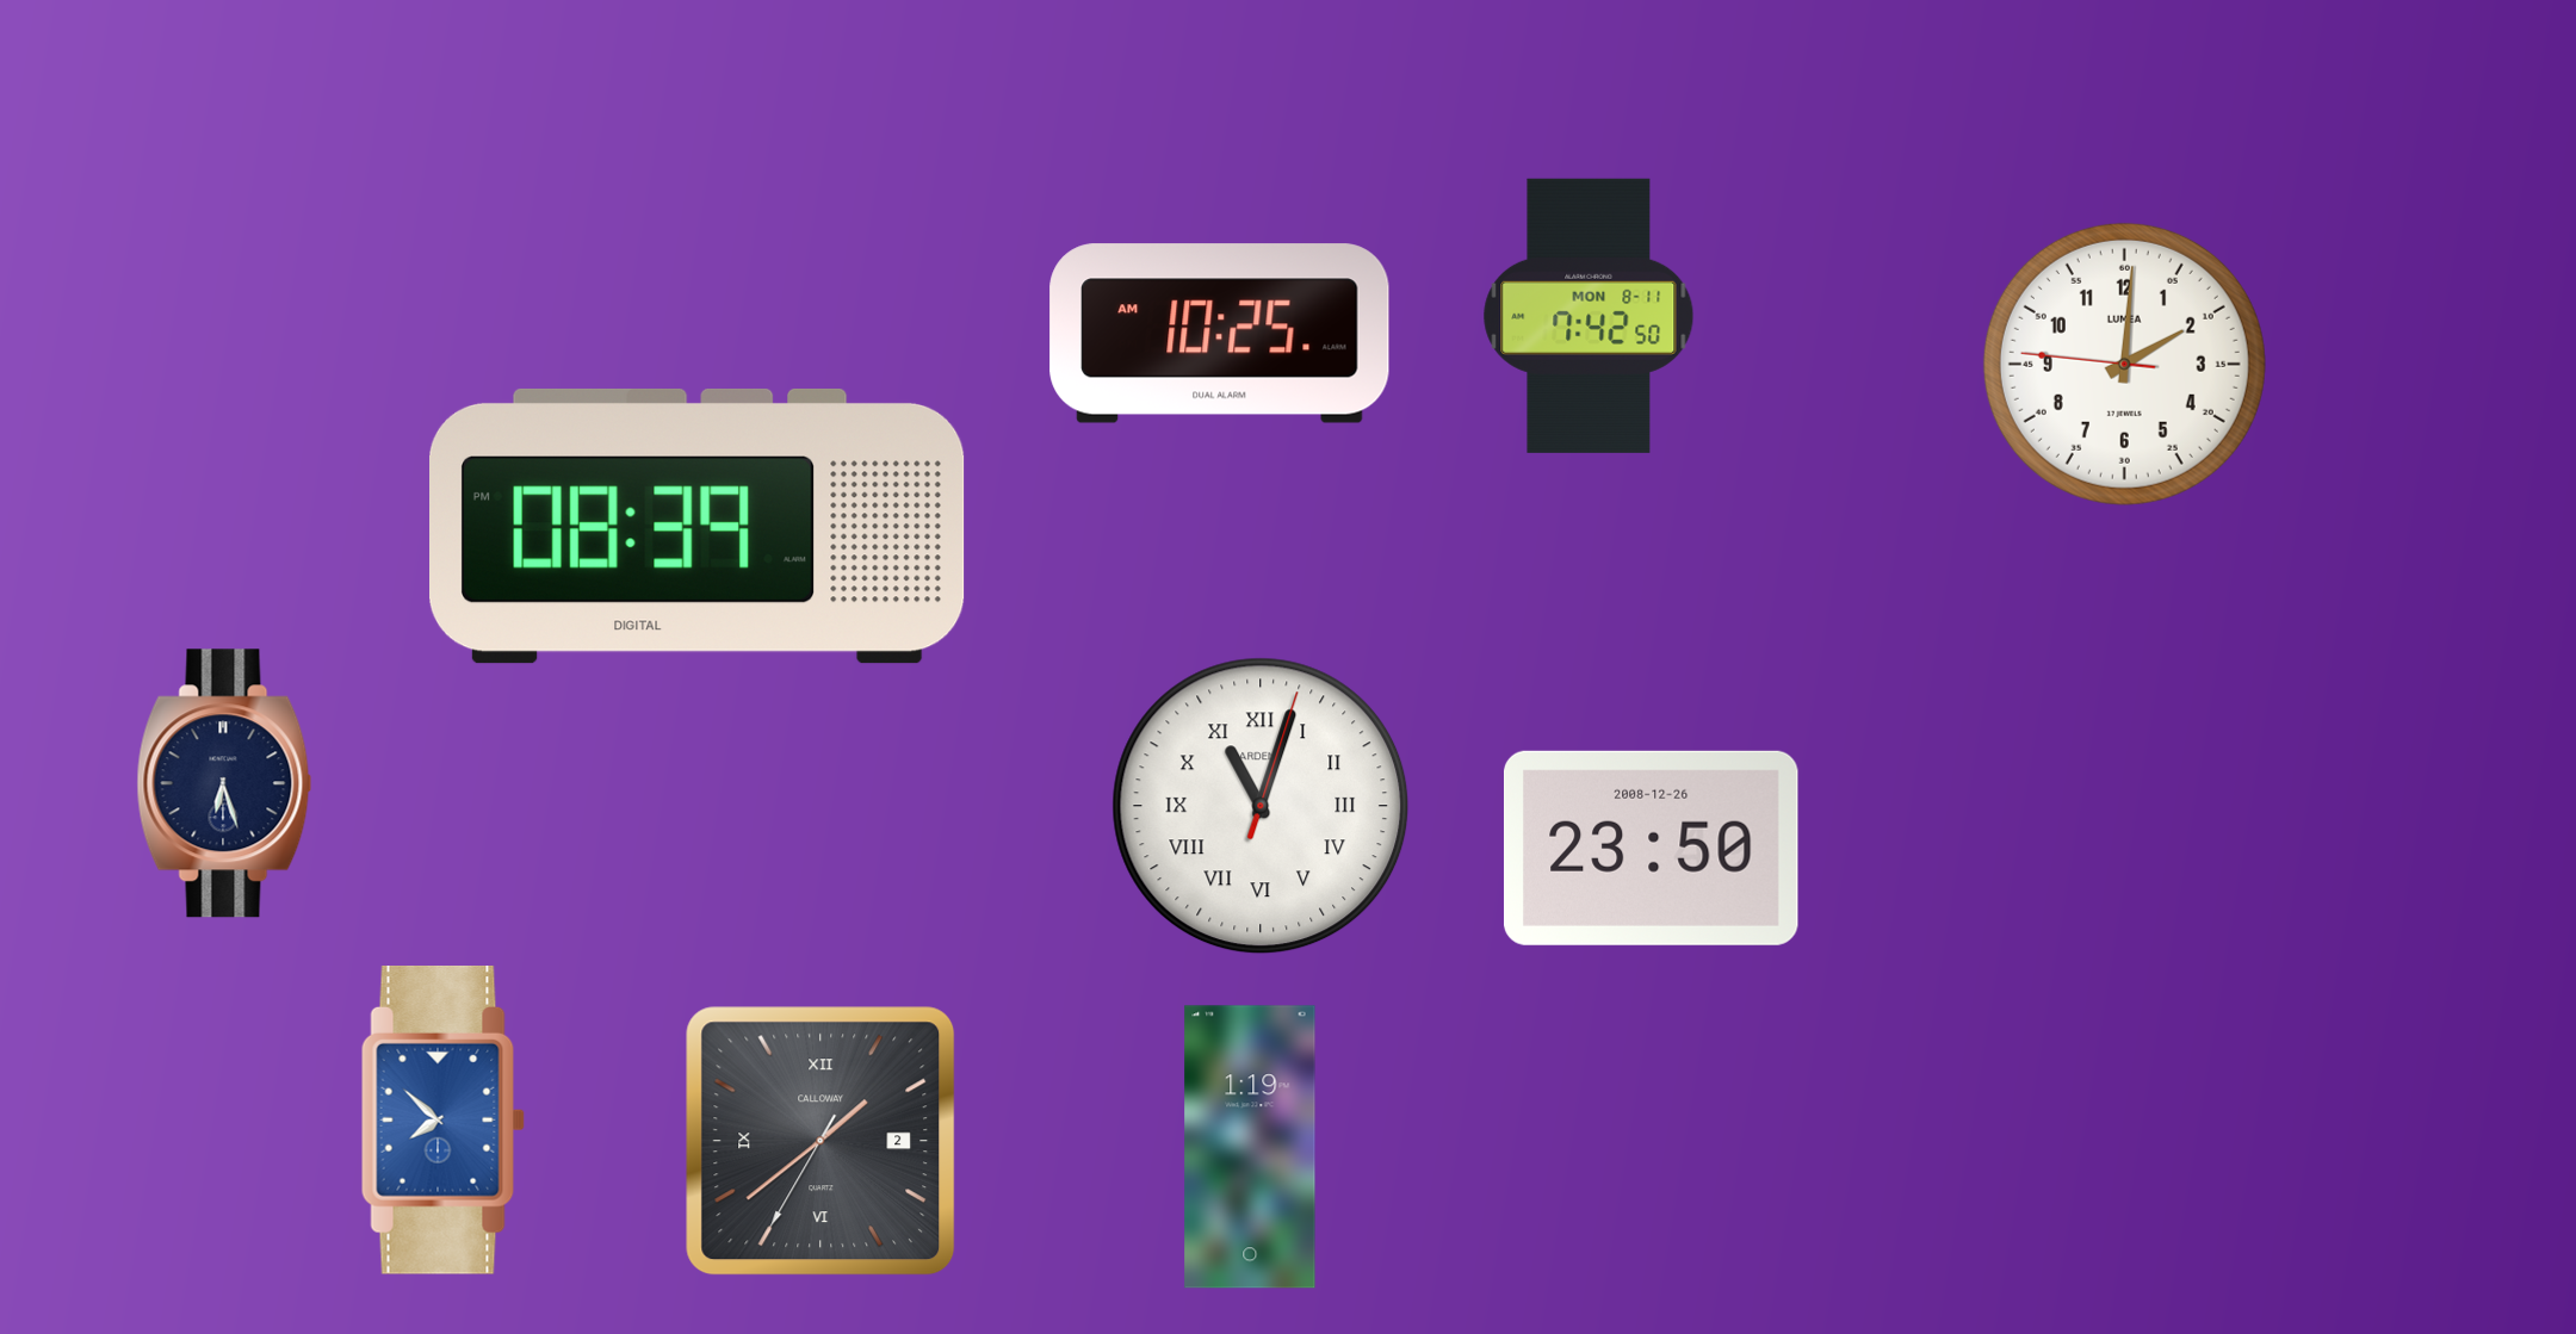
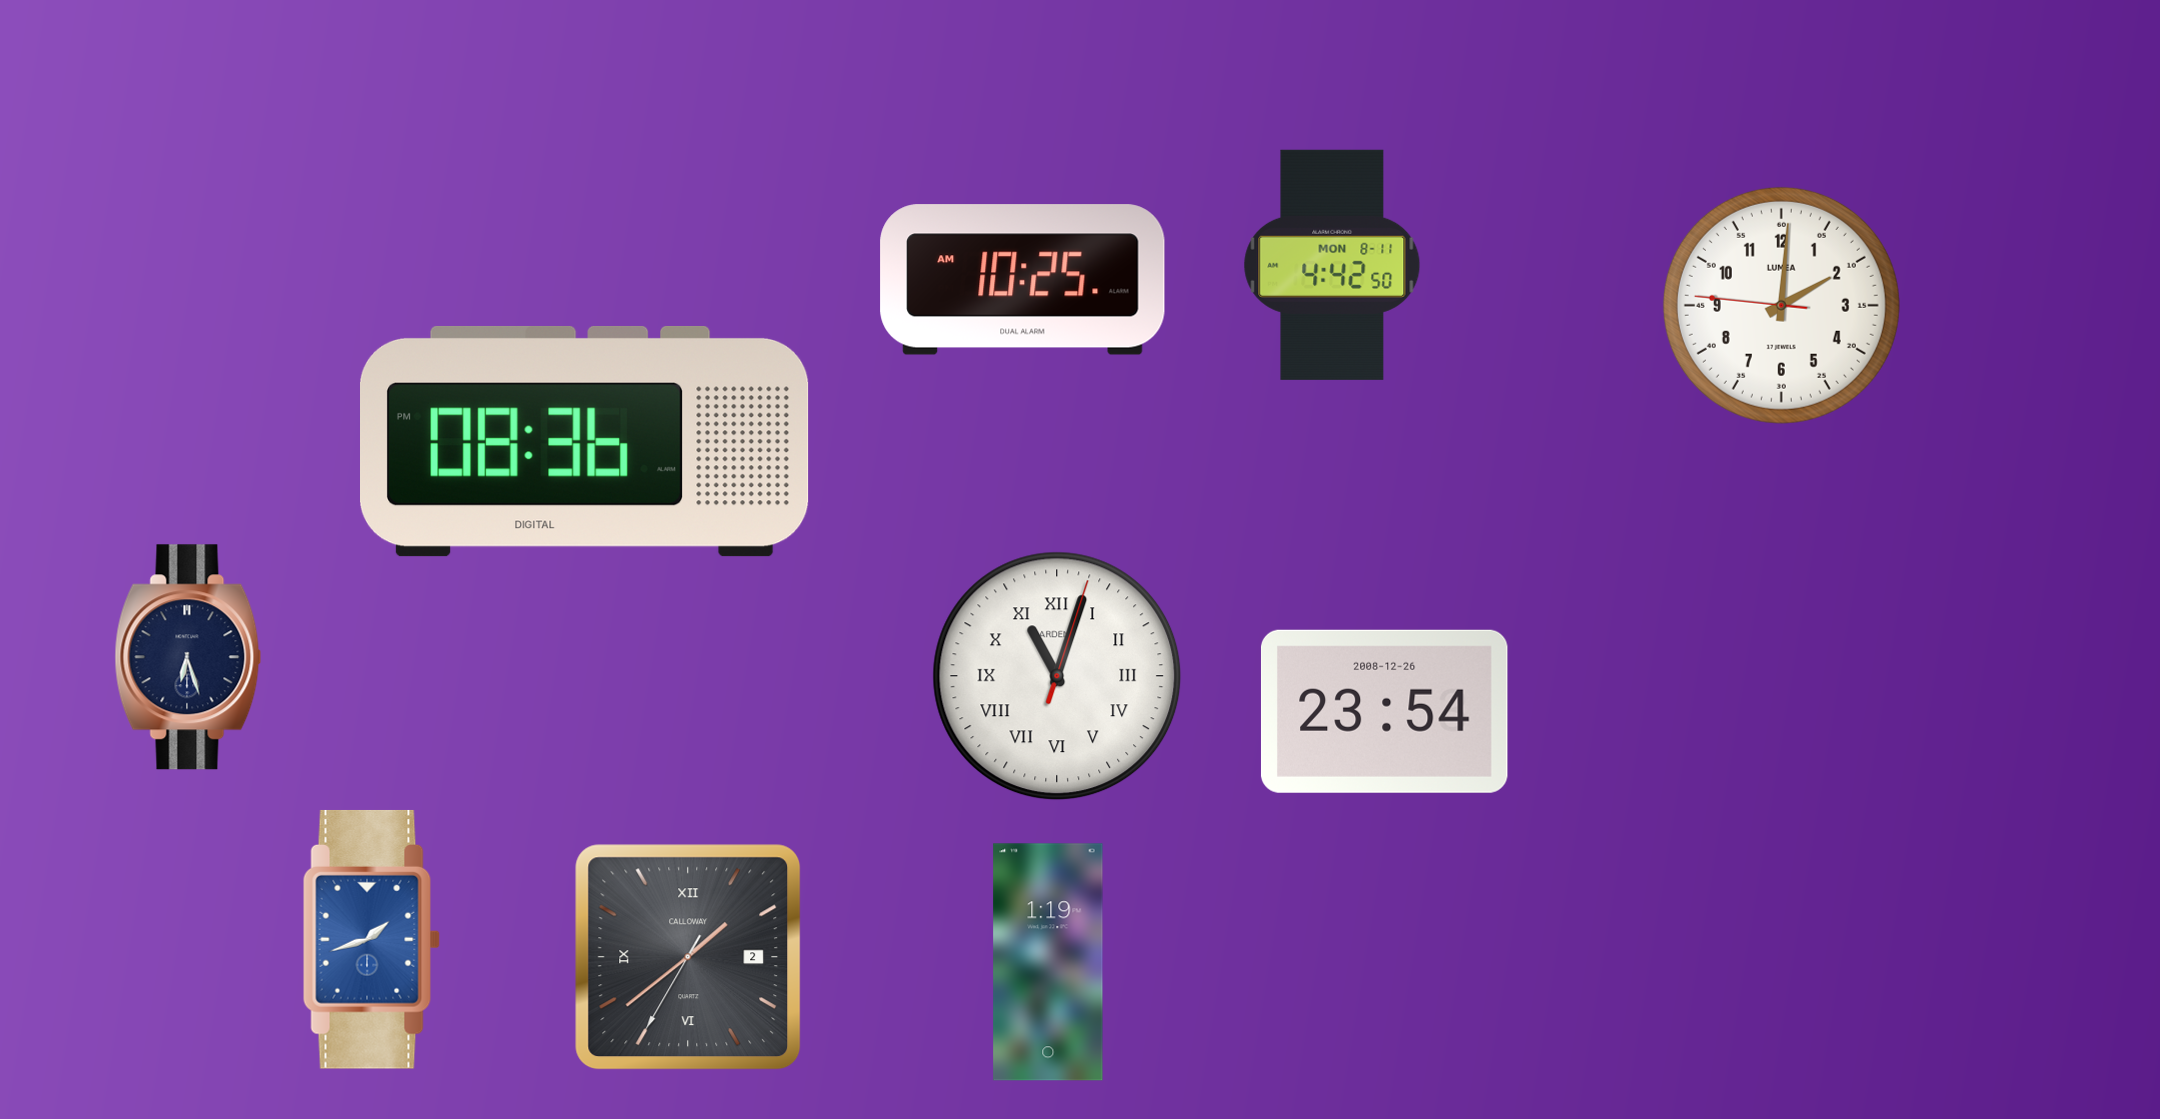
clock at (1589, 316): 7:42 -> 4:42
clock at (698, 526): 08:39 -> 08:36
clock at (1651, 848): 23:50 -> 23:54
clock at (442, 1119): 7:52 -> 1:42
